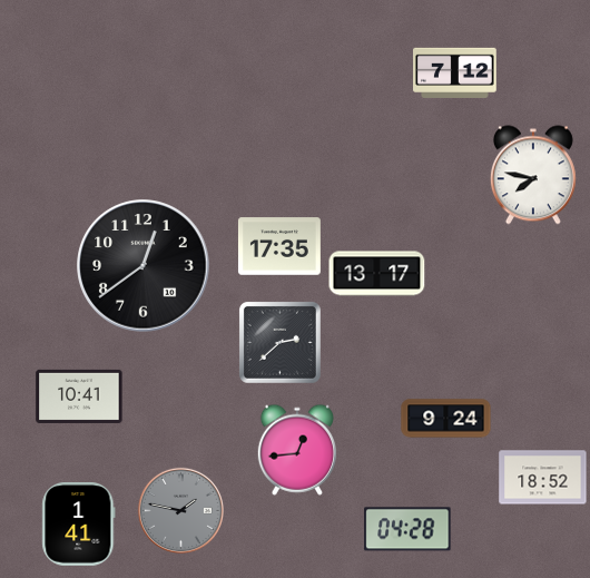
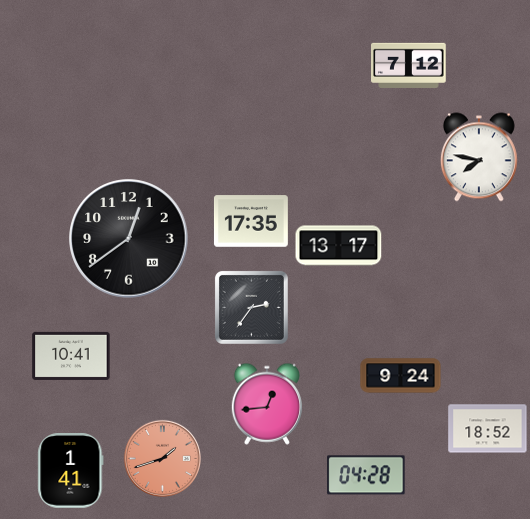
clock at (279, 342): 2:38 -> 2:36
clock at (180, 510): 1:47 -> 1:42
clock at (180, 510) dial: grey -> salmon
